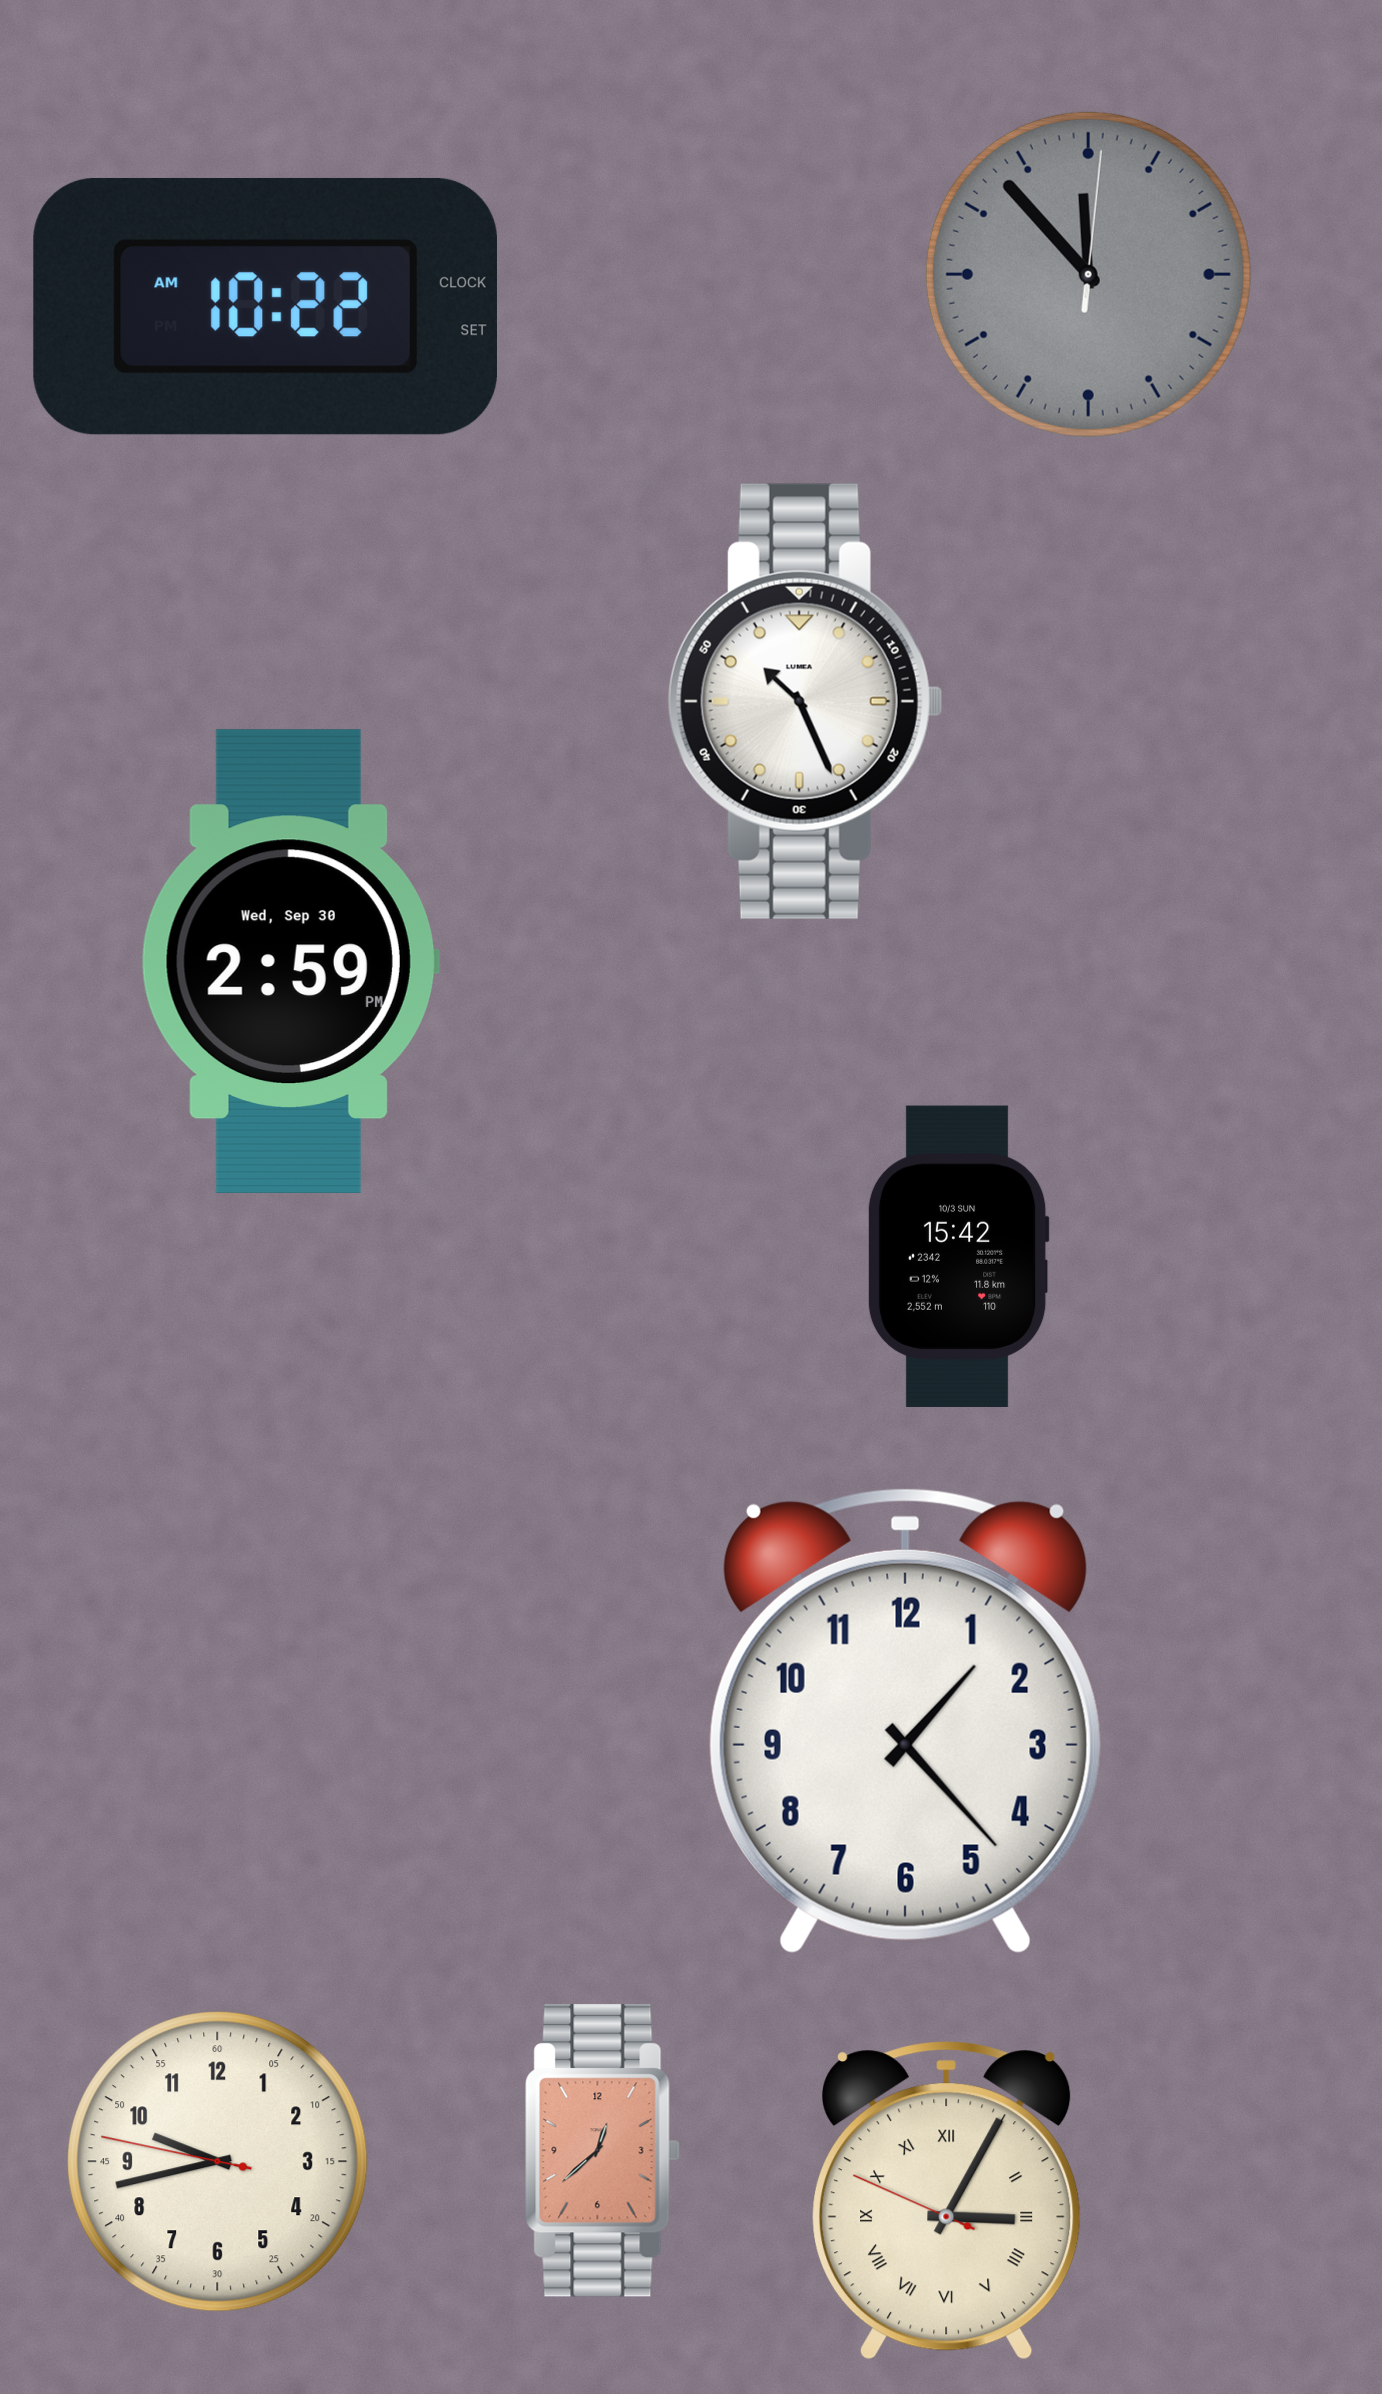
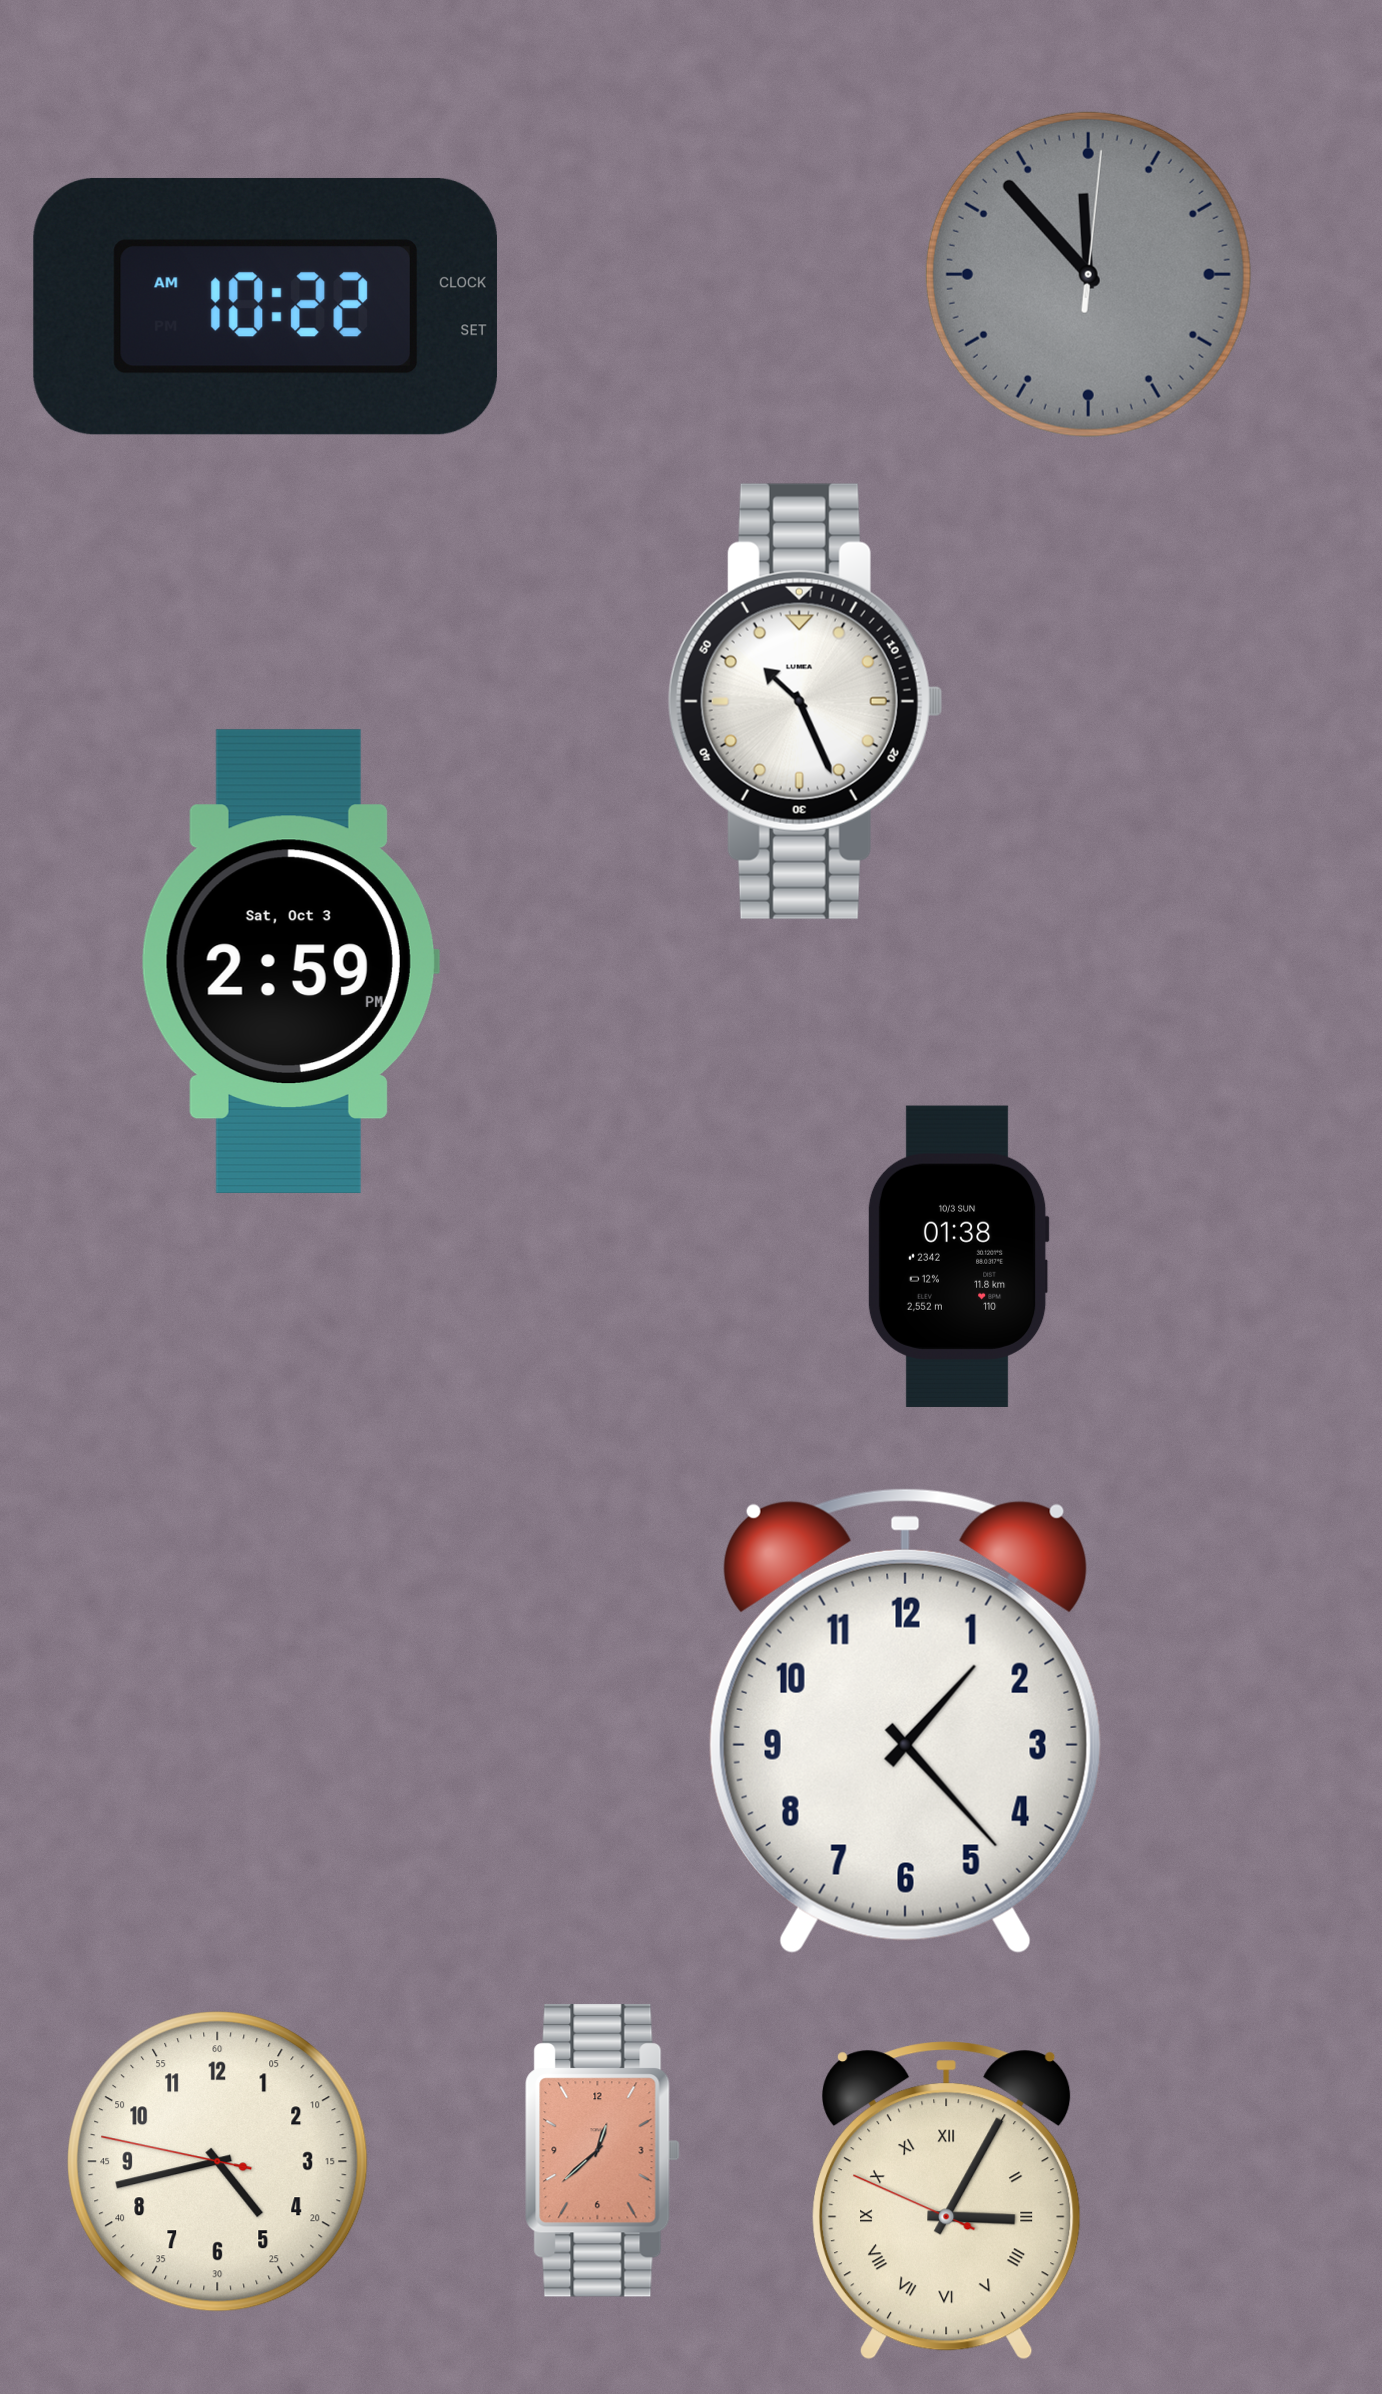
clock at (290, 961) date: Wed, Sep 30 -> Sat, Oct 3
clock at (958, 1256): 15:42 -> 01:38
clock at (218, 2162): 9:42 -> 4:42
